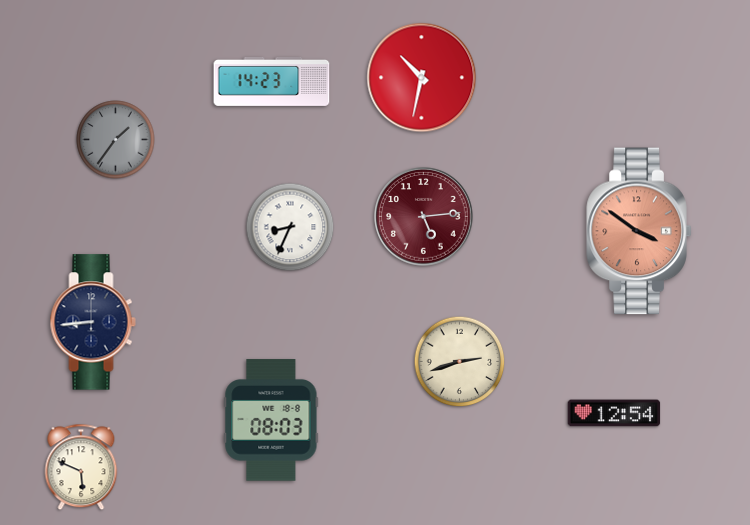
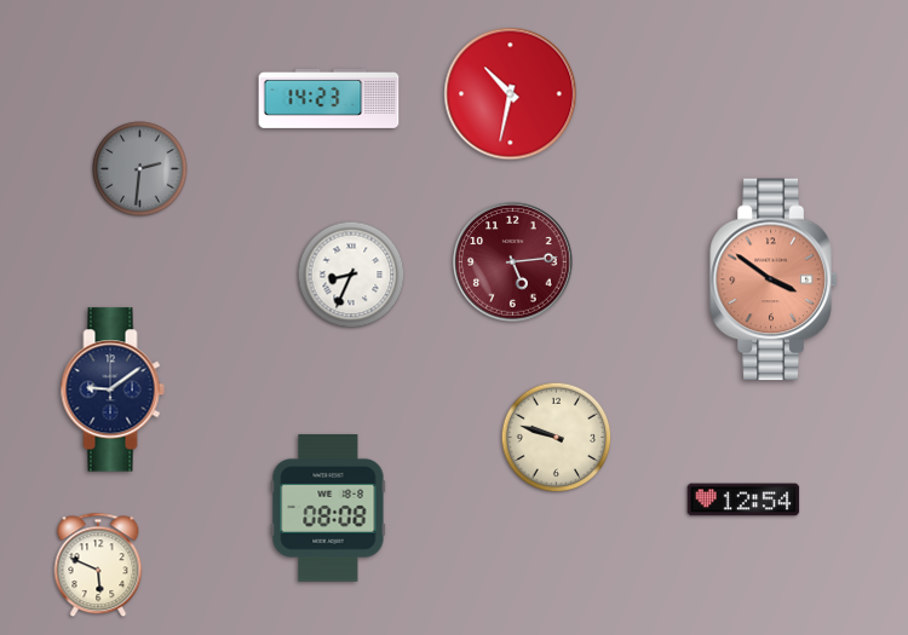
clock at (116, 140): 1:36 -> 2:31
clock at (93, 322): 8:44 -> 9:09
clock at (460, 362): 2:42 -> 9:48
clock at (271, 420): 08:03 -> 08:08
